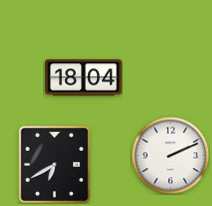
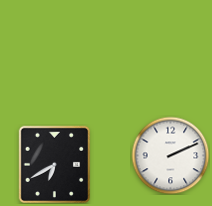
clock at (84, 78): 18:04 -> none
